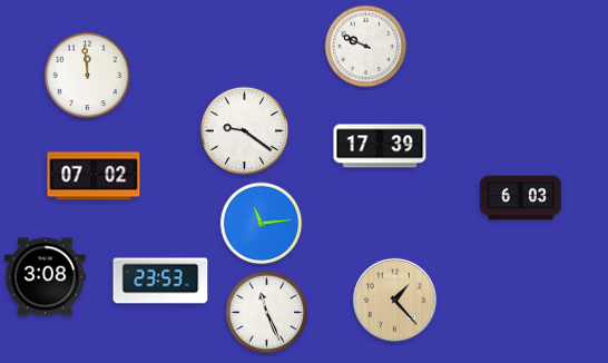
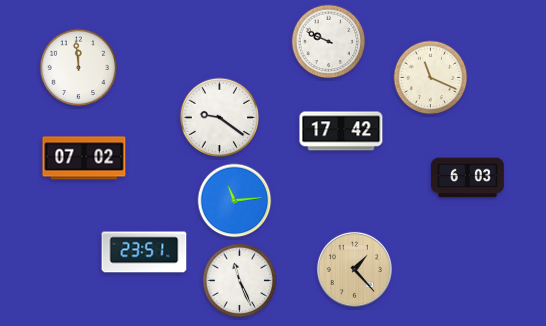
clock at (431, 78): none -> 11:19
clock at (380, 146): 17:39 -> 17:42
clock at (45, 277): 3:08 -> none
clock at (160, 281): 23:53 -> 23:51
